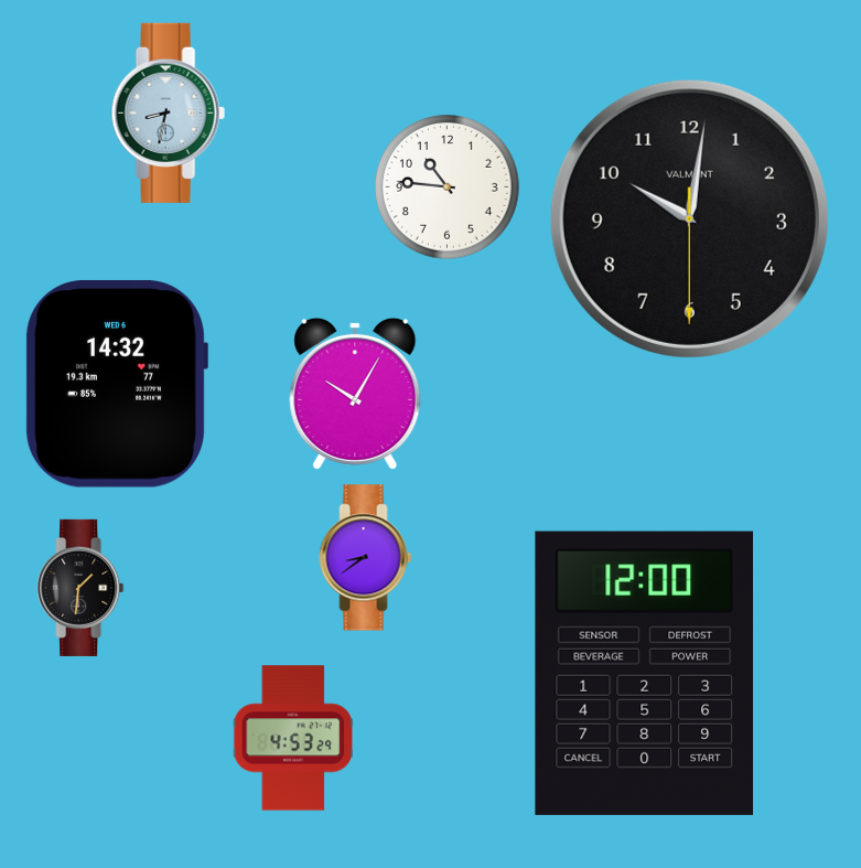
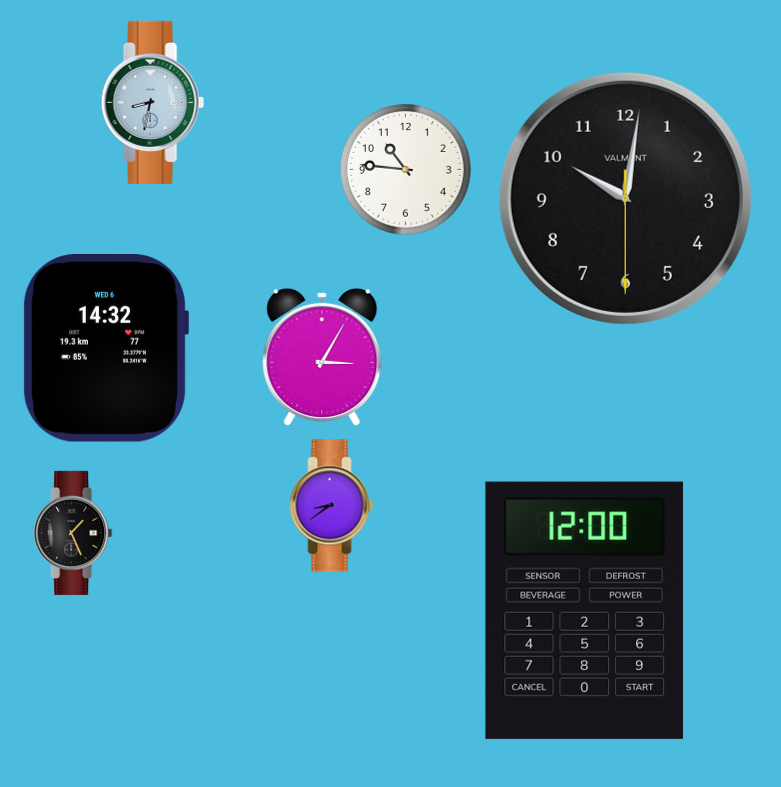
clock at (355, 394): 10:05 -> 3:05
clock at (80, 588): 1:31 -> 1:26
clock at (293, 738): 4:53 -> none
